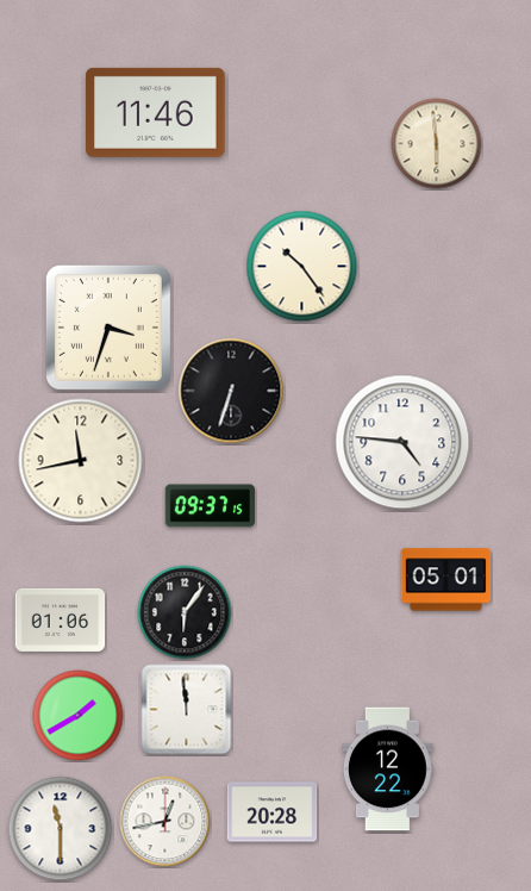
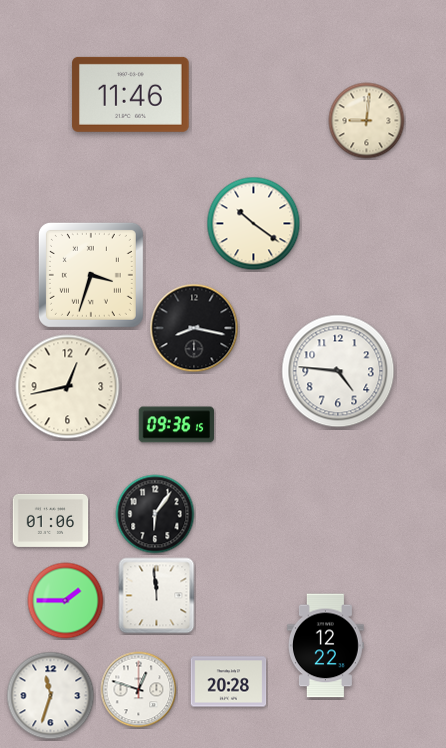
clock at (437, 144): 5:59 -> 9:01
clock at (302, 267): 10:24 -> 10:21
clock at (231, 391): 6:33 -> 8:17
clock at (81, 461): 11:43 -> 12:43
clock at (211, 506): 09:37 -> 09:36
clock at (446, 580): 05:01 -> none
clock at (79, 716): 1:40 -> 1:45
clock at (165, 822): 12:43 -> 12:48
clock at (61, 829): 11:30 -> 11:33
